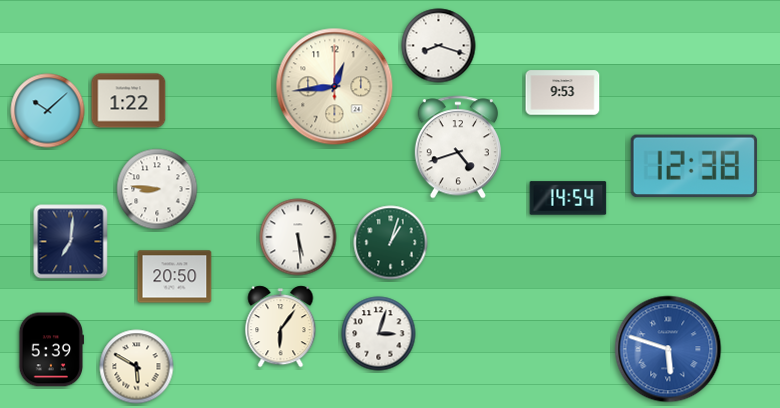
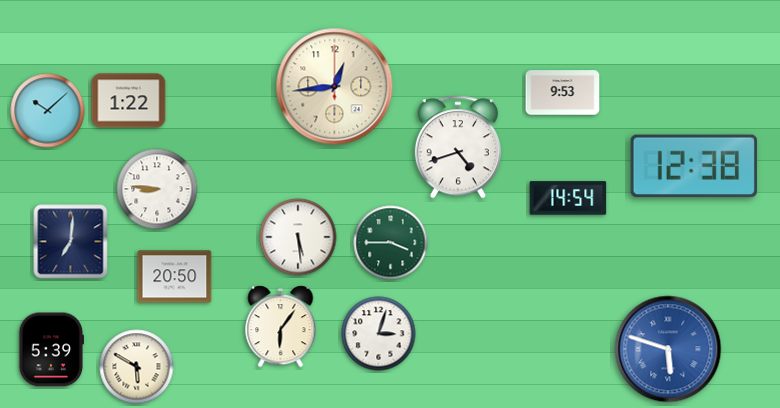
clock at (439, 46): 8:18 -> none
clock at (391, 243): 1:03 -> 3:45
